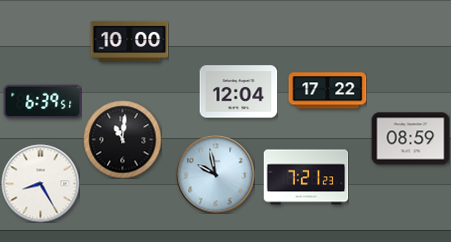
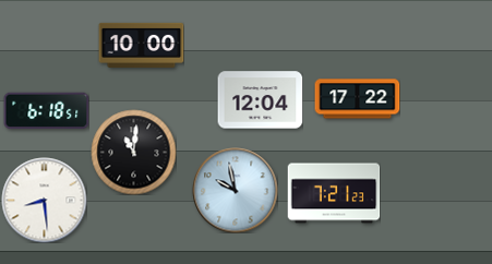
clock at (42, 102): 6:39 -> 6:18
clock at (410, 139): 08:59 -> none
clock at (40, 183): 8:25 -> 8:29
